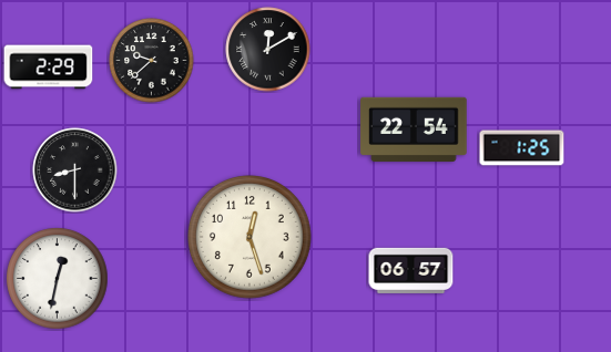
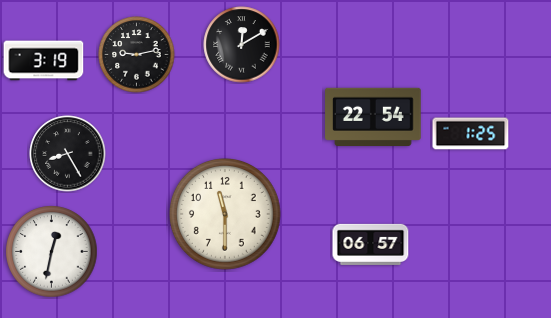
clock at (152, 61): 9:38 -> 9:13
clock at (49, 68): 2:29 -> 3:19
clock at (75, 170): 8:30 -> 8:25
clock at (251, 238): 12:27 -> 11:30
